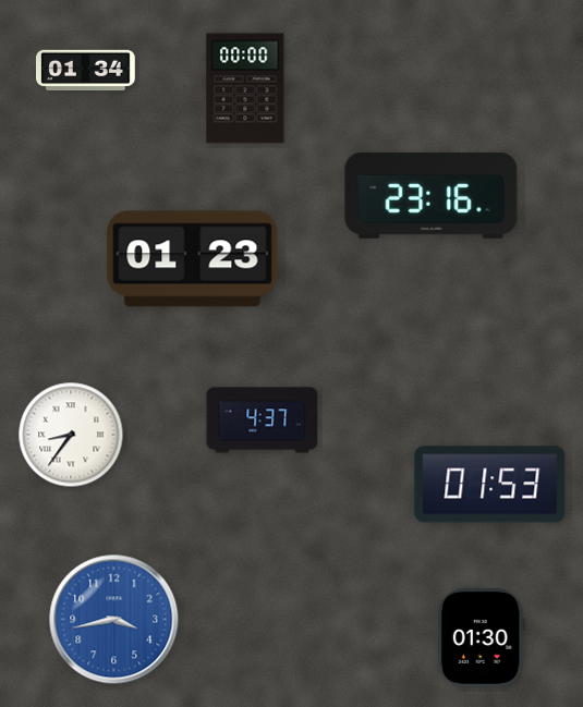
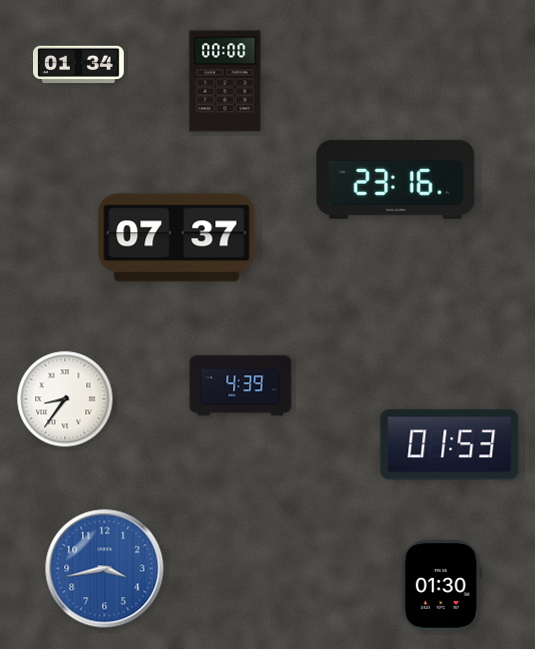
clock at (193, 259): 01:23 -> 07:37
clock at (263, 420): 4:37 -> 4:39
